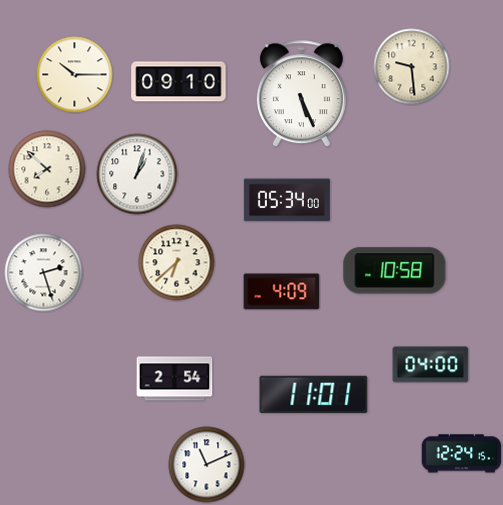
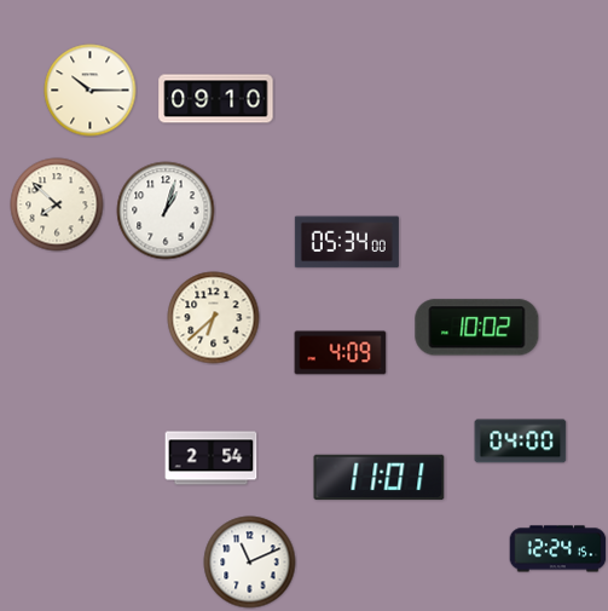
clock at (412, 67): 9:29 -> none
clock at (301, 94): 5:26 -> none
clock at (395, 271): 10:58 -> 10:02
clock at (44, 273): 2:27 -> none
